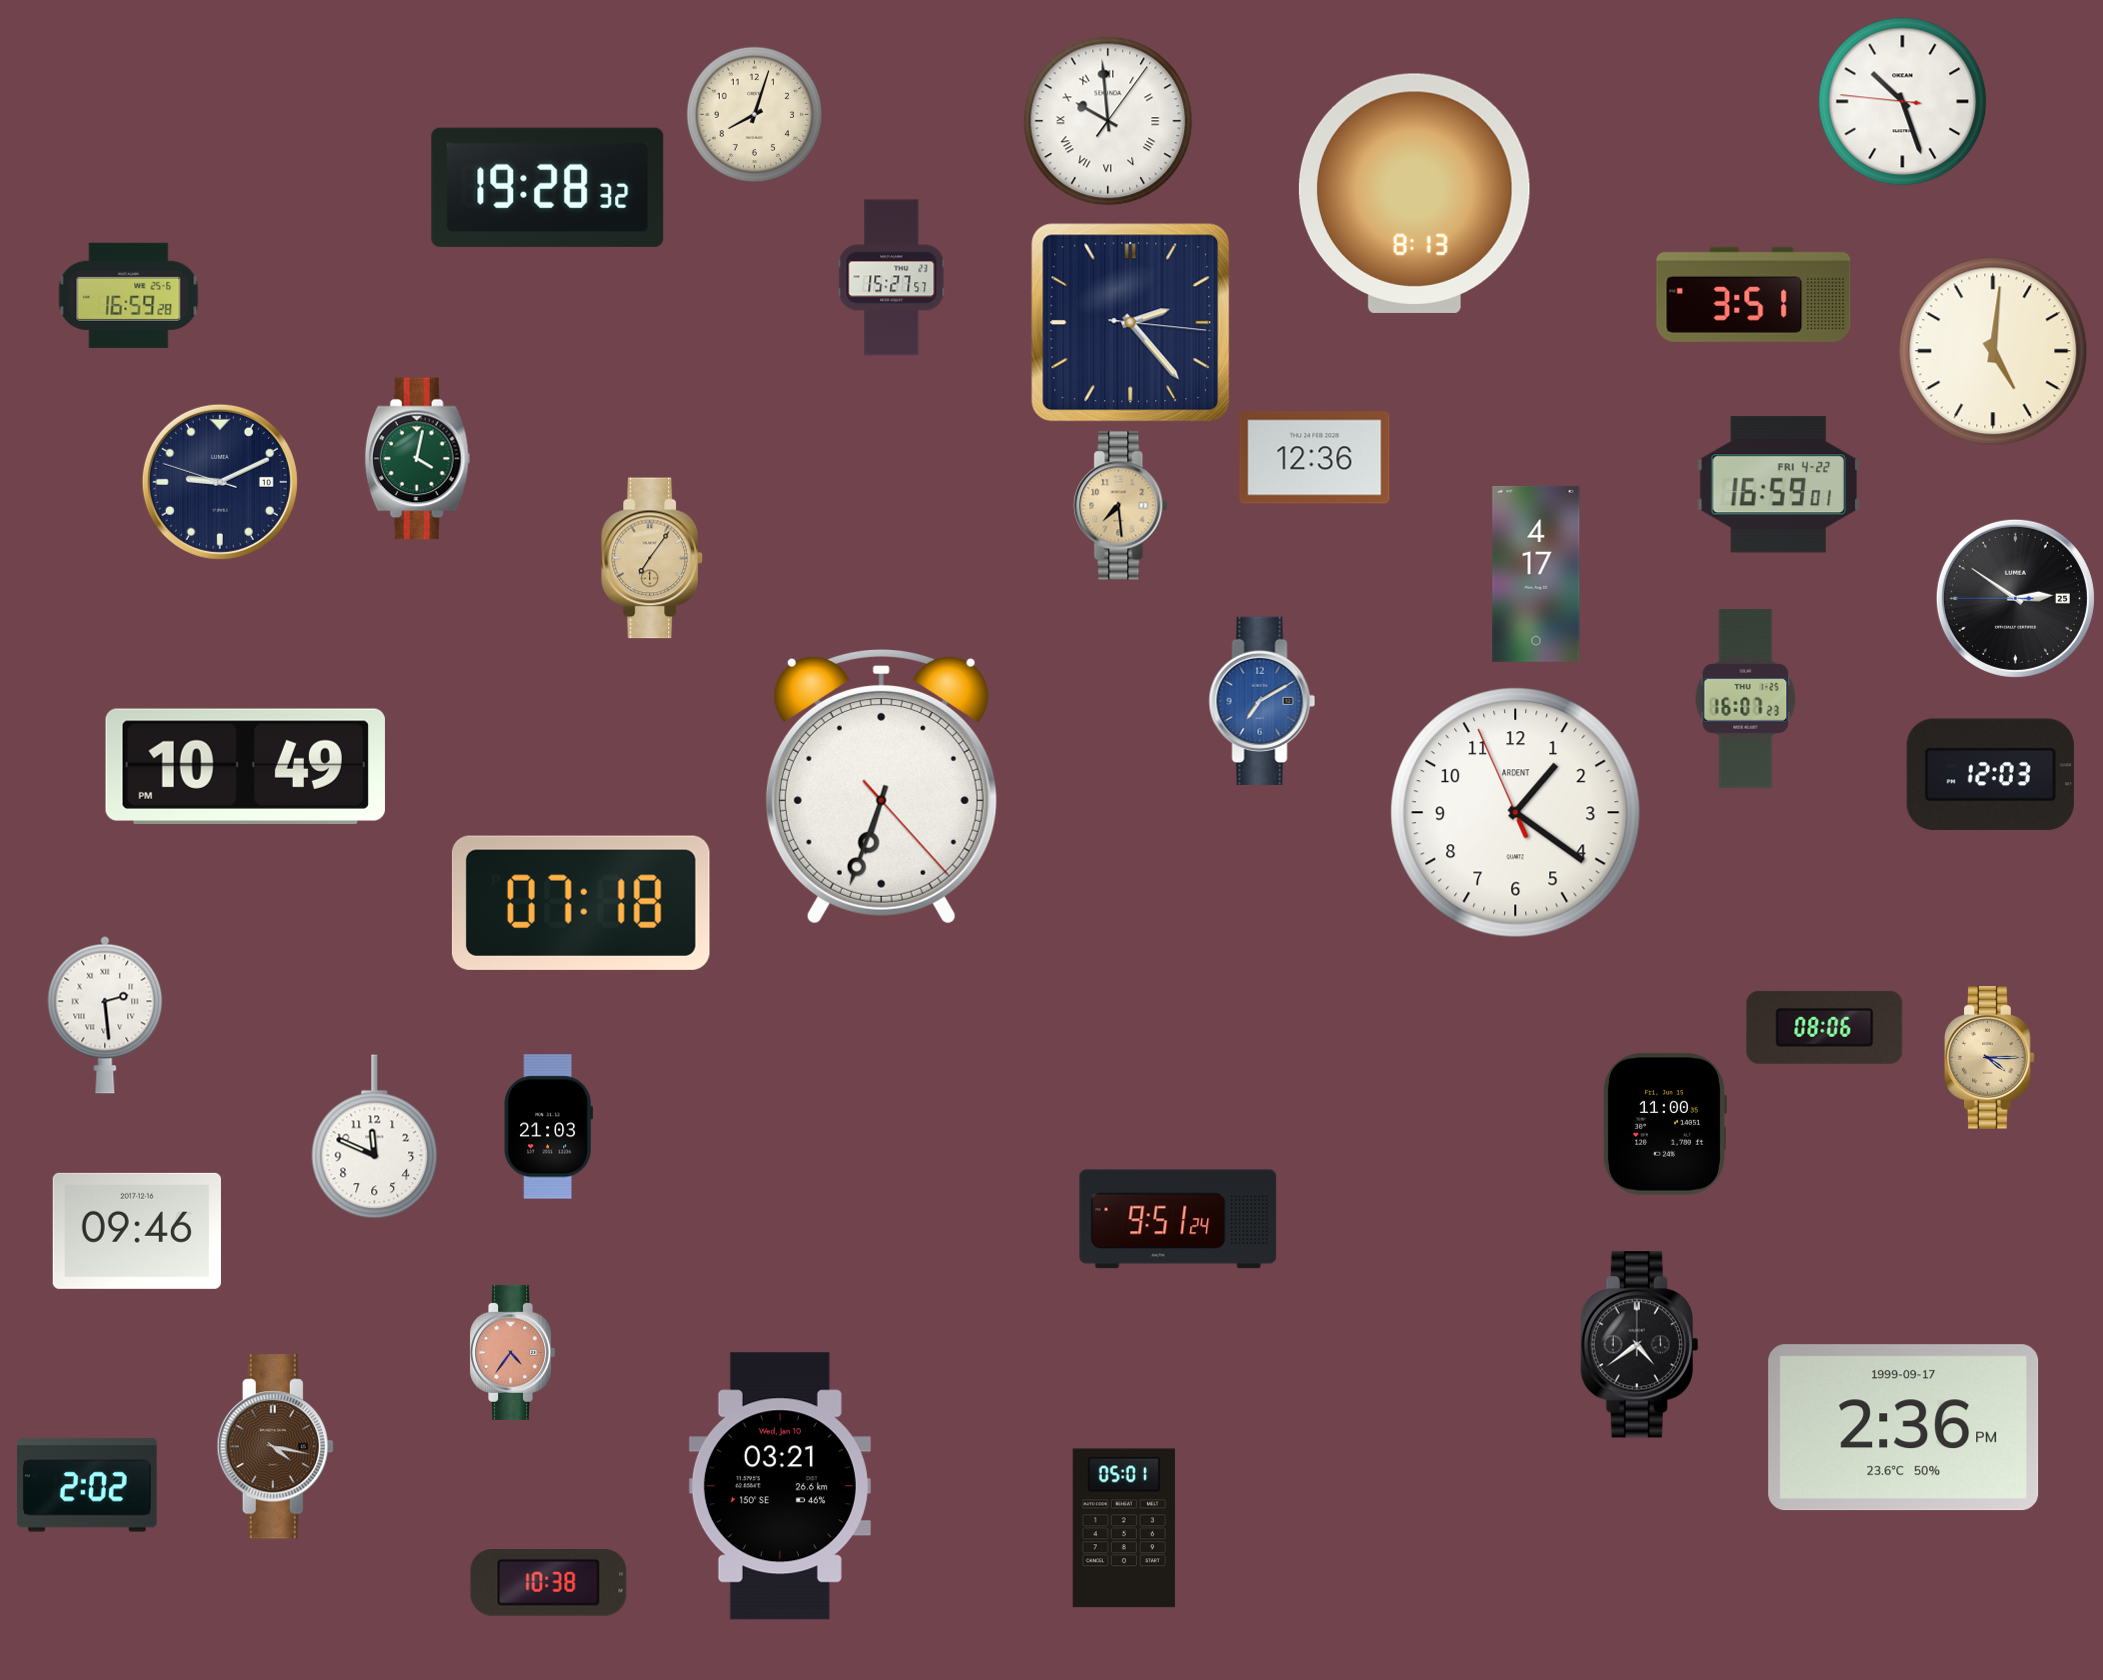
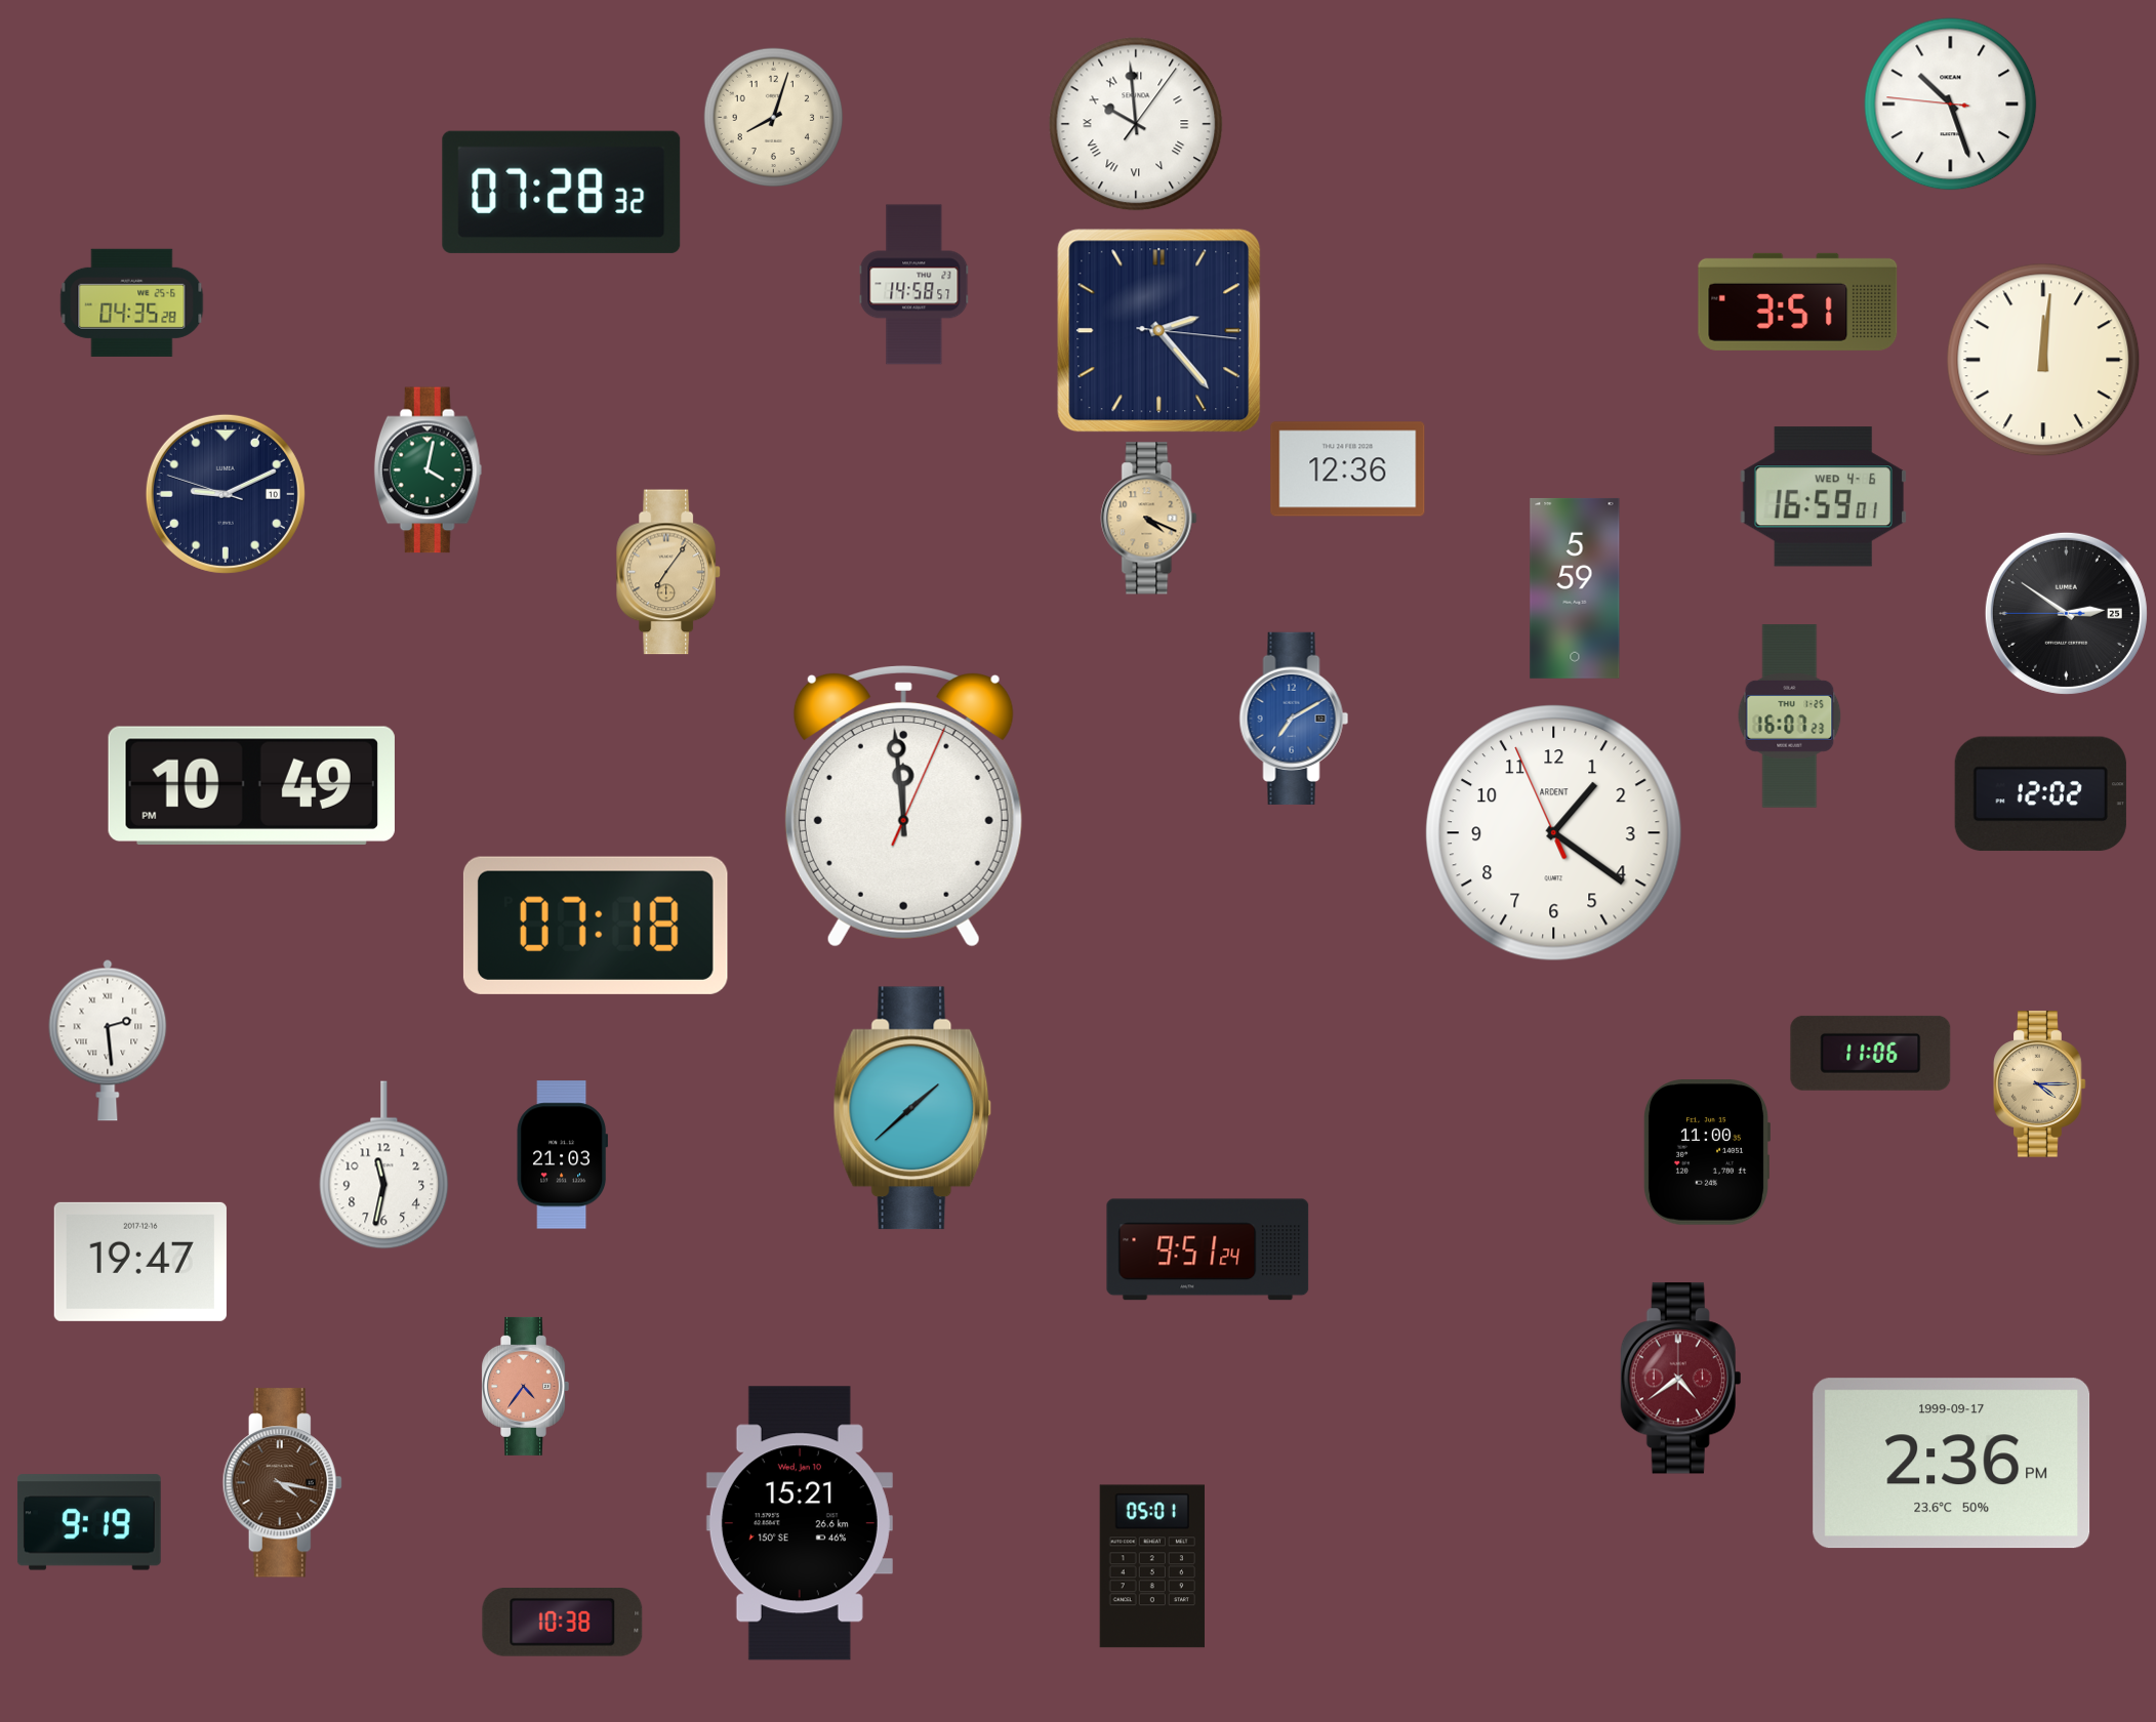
clock at (548, 187): 19:28 -> 07:28
clock at (1414, 193): 8:13 -> none
clock at (892, 278): 15:27 -> 14:58
clock at (129, 295): 16:59 -> 04:35
clock at (1993, 351): 5:01 -> 12:01
clock at (1778, 485) date: FRI 4-22 -> WED 4-6
clock at (1121, 506): 7:29 -> 4:19
clock at (1536, 574): 4:17 -> 5:59
clock at (1990, 775): 12:03 -> 12:02
clock at (881, 787): 6:33 -> 11:59
clock at (1825, 1027): 08:06 -> 11:06
clock at (912, 1108): none -> 1:38
clock at (375, 1137): 11:49 -> 11:32
clock at (137, 1231): 09:46 -> 19:47
clock at (1640, 1345) dial: black -> burgundy
clock at (87, 1485): 2:02 -> 9:19
clock at (780, 1486): 03:21 -> 15:21
